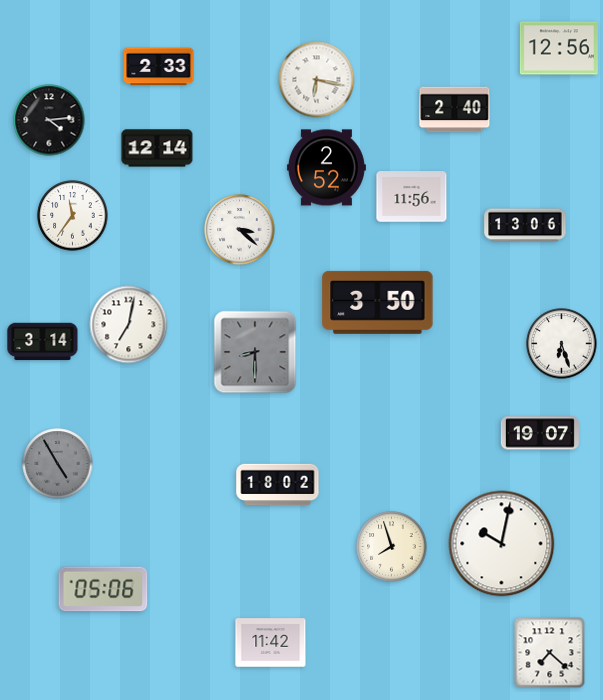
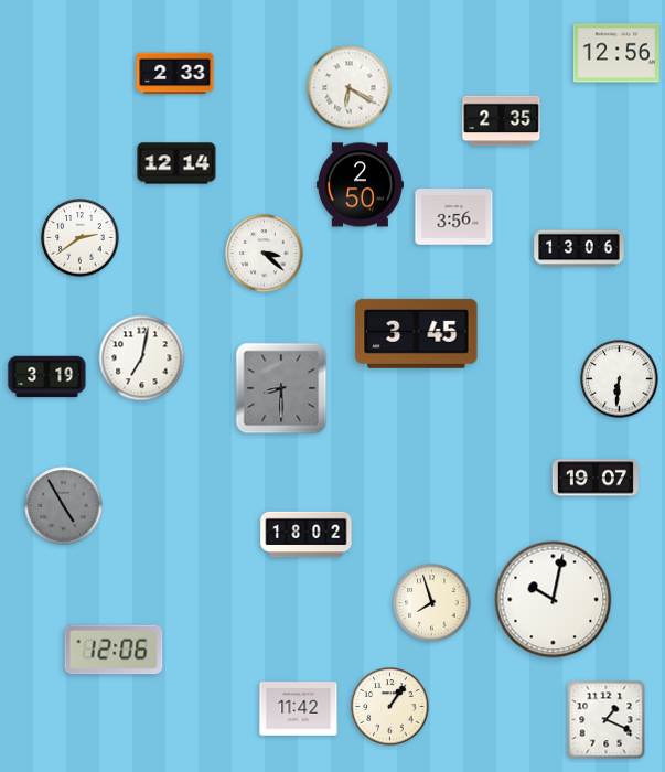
clock at (317, 80): 6:17 -> 6:20
clock at (455, 110): 2:40 -> 2:35
clock at (49, 120): 4:14 -> none
clock at (157, 148) position: (157, 148) -> (176, 163)
clock at (326, 168): 2:52 -> 2:50
clock at (412, 197): 11:56 -> 3:56
clock at (73, 216): 11:36 -> 2:39
clock at (378, 302): 3:50 -> 3:45
clock at (43, 342): 3:14 -> 3:19
clock at (562, 344): 6:27 -> 6:31
clock at (58, 464) position: (58, 464) -> (64, 506)
clock at (103, 589): 05:06 -> 12:06
clock at (390, 707): none -> 1:06
clock at (550, 653): 7:22 -> 1:19
